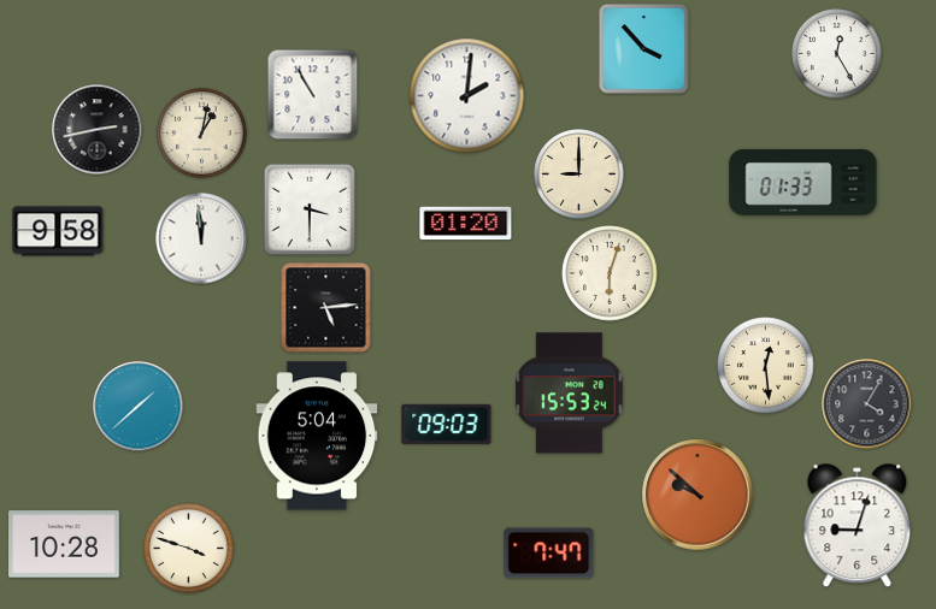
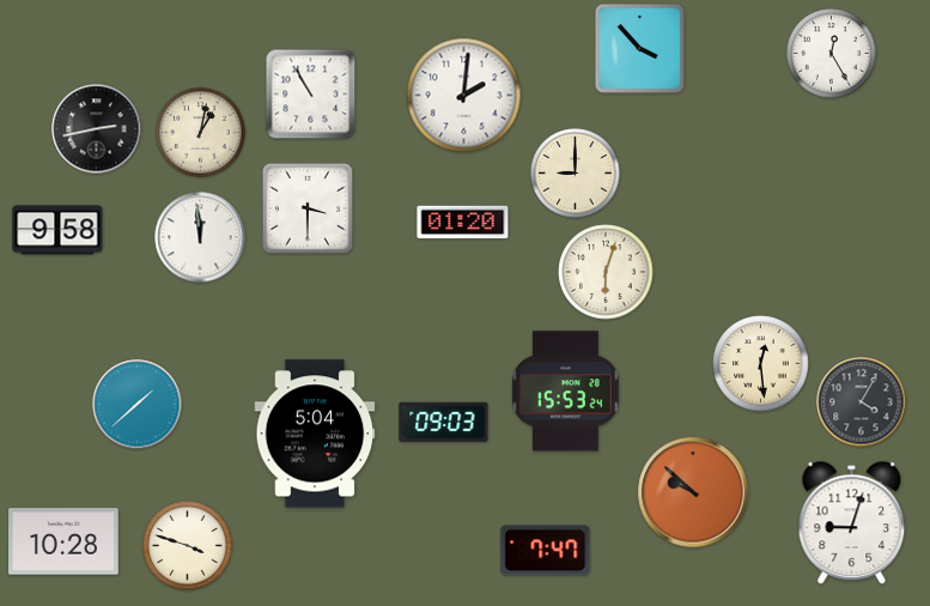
clock at (803, 183): 01:33 -> none
clock at (326, 308): 5:14 -> none
